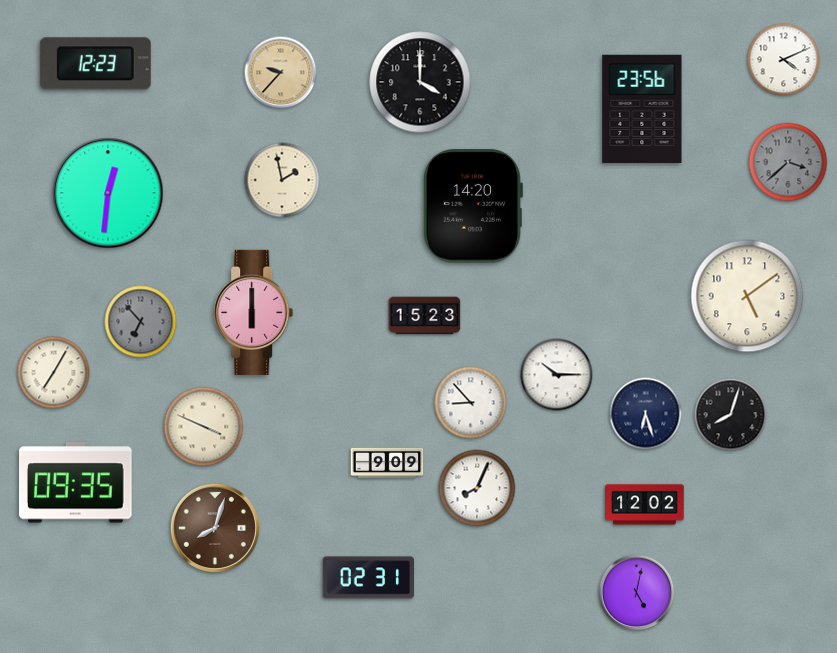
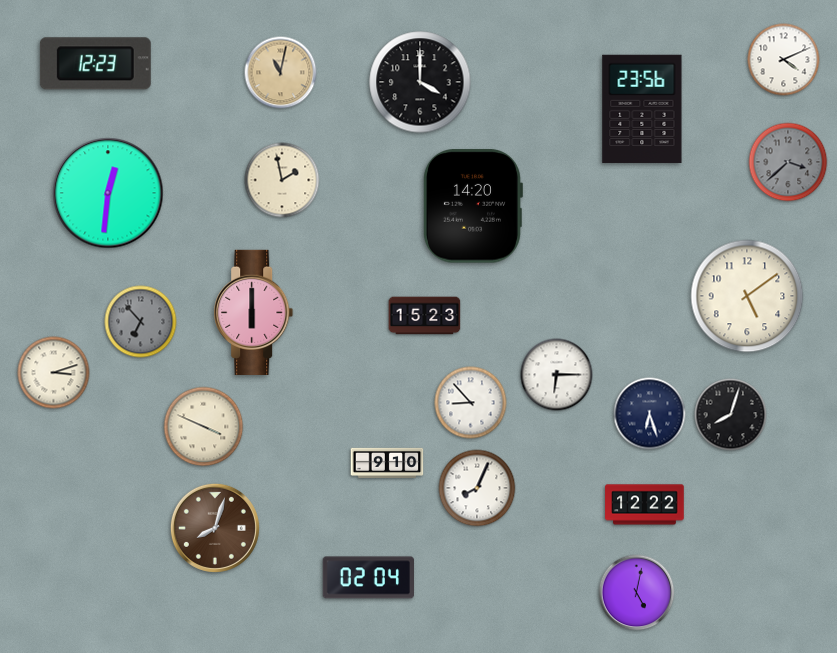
clock at (281, 73): 9:37 -> 11:02
clock at (54, 373): 7:05 -> 3:12
clock at (557, 375): 10:15 -> 6:15
clock at (646, 414) position: (646, 414) -> (650, 414)
clock at (387, 463): 9:09 -> 9:10
clock at (76, 483): 09:35 -> none
clock at (645, 505): 12:02 -> 12:22
clock at (368, 578): 02:31 -> 02:04
